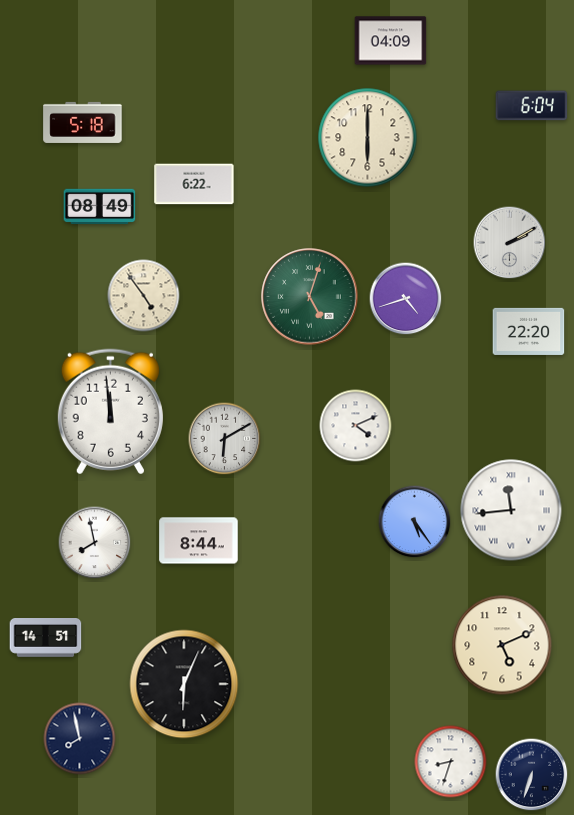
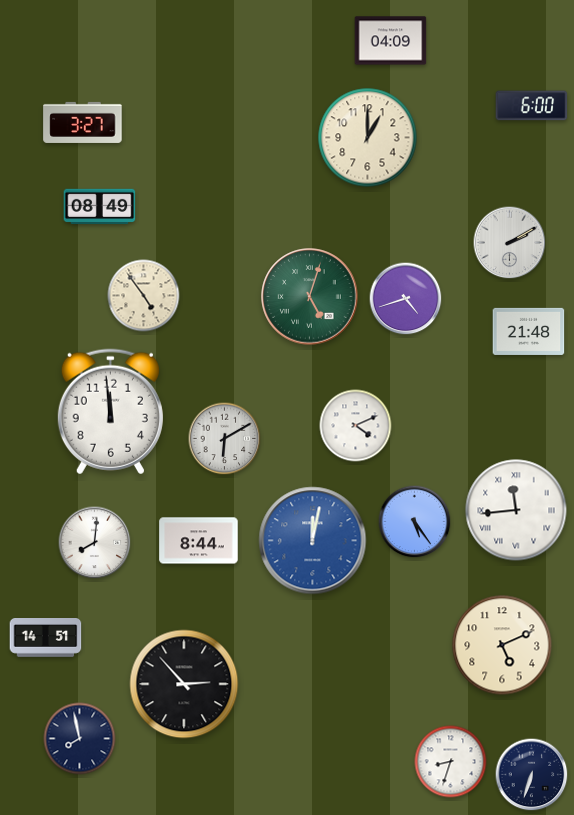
clock at (532, 106): 6:04 -> 6:00
clock at (83, 122): 5:18 -> 3:27
clock at (368, 138): 6:00 -> 1:00
clock at (194, 184): 6:22 -> none
clock at (529, 331): 22:20 -> 21:48
clock at (511, 510) position: (511, 510) -> (516, 510)
clock at (313, 541): none -> 12:02
clock at (95, 543): 7:58 -> 8:01
clock at (184, 684): 6:04 -> 2:53
